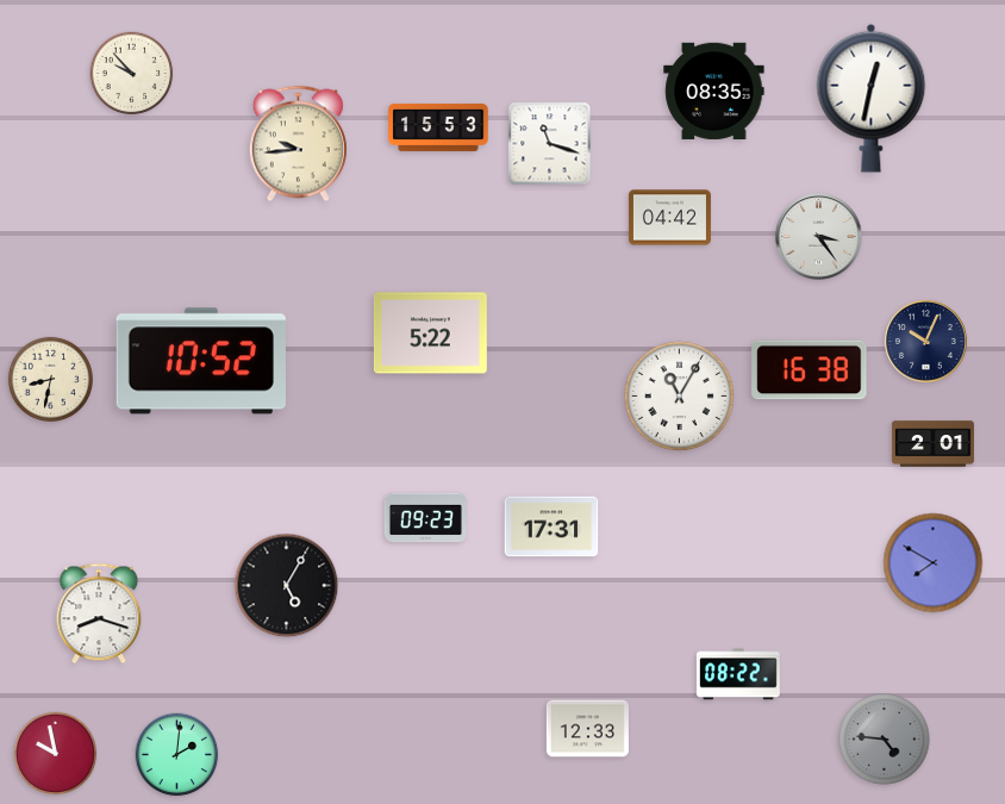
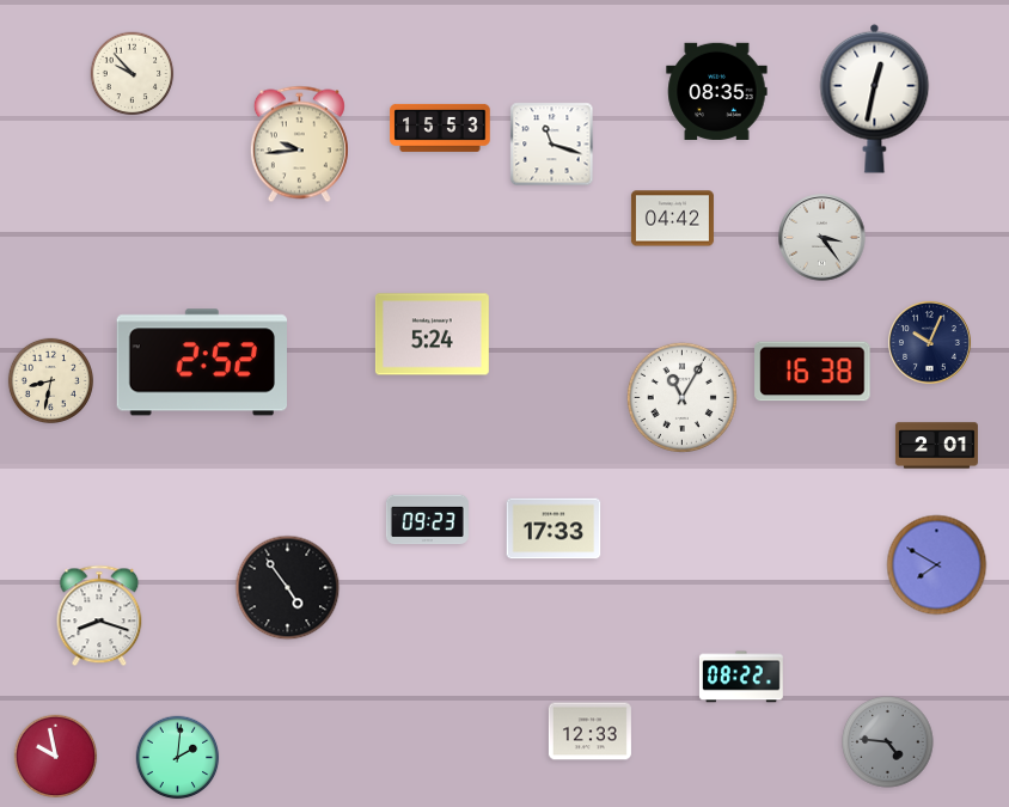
clock at (430, 334): 5:22 -> 5:24
clock at (200, 361): 10:52 -> 2:52
clock at (551, 526): 17:31 -> 17:33
clock at (287, 586): 5:05 -> 4:54
